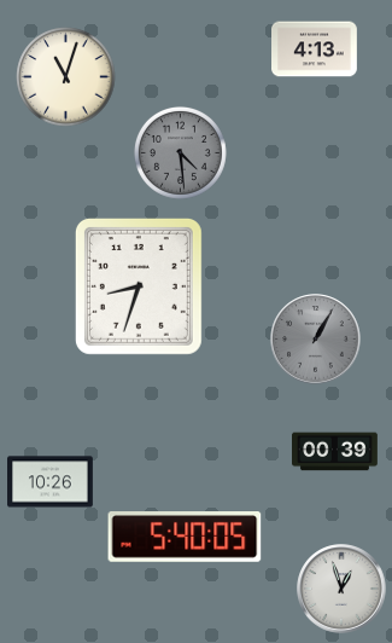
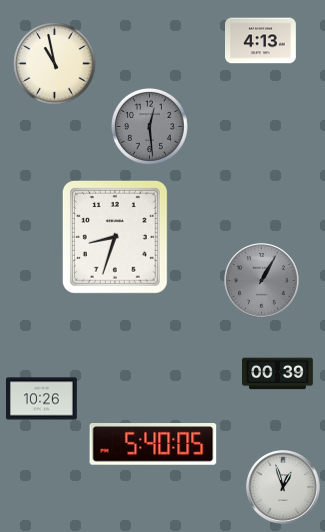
clock at (66, 77): 11:03 -> 10:58
clock at (180, 152): 4:29 -> 12:29
